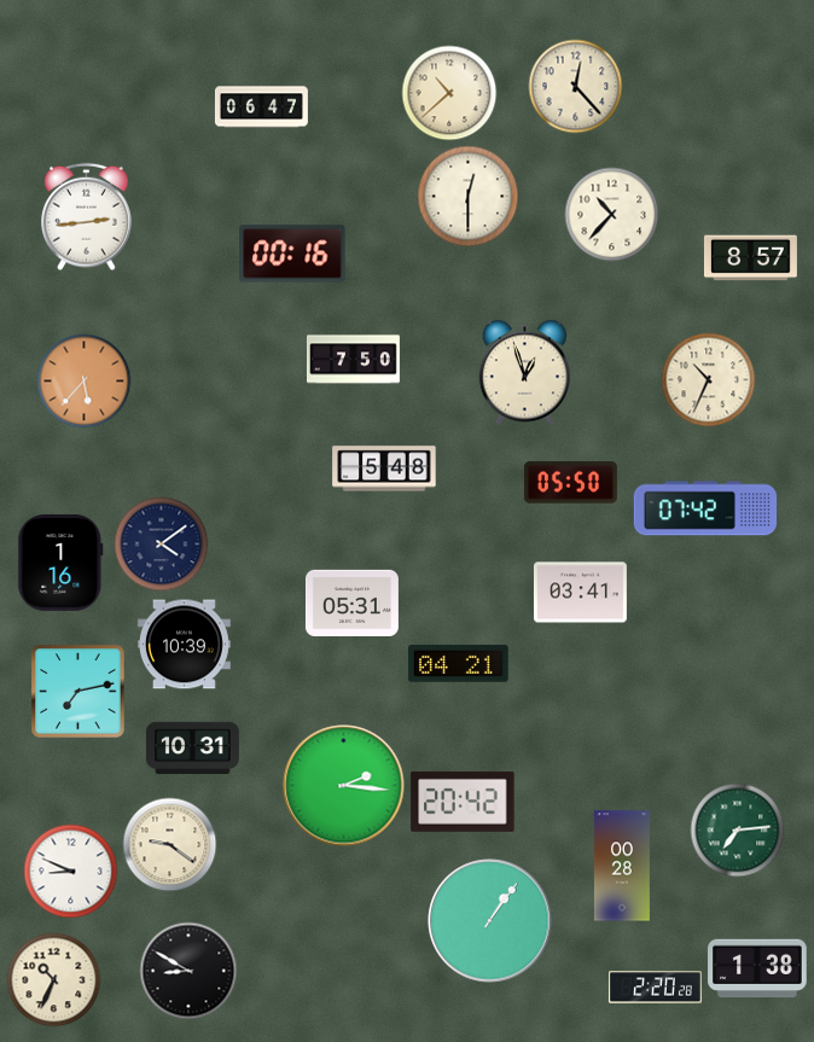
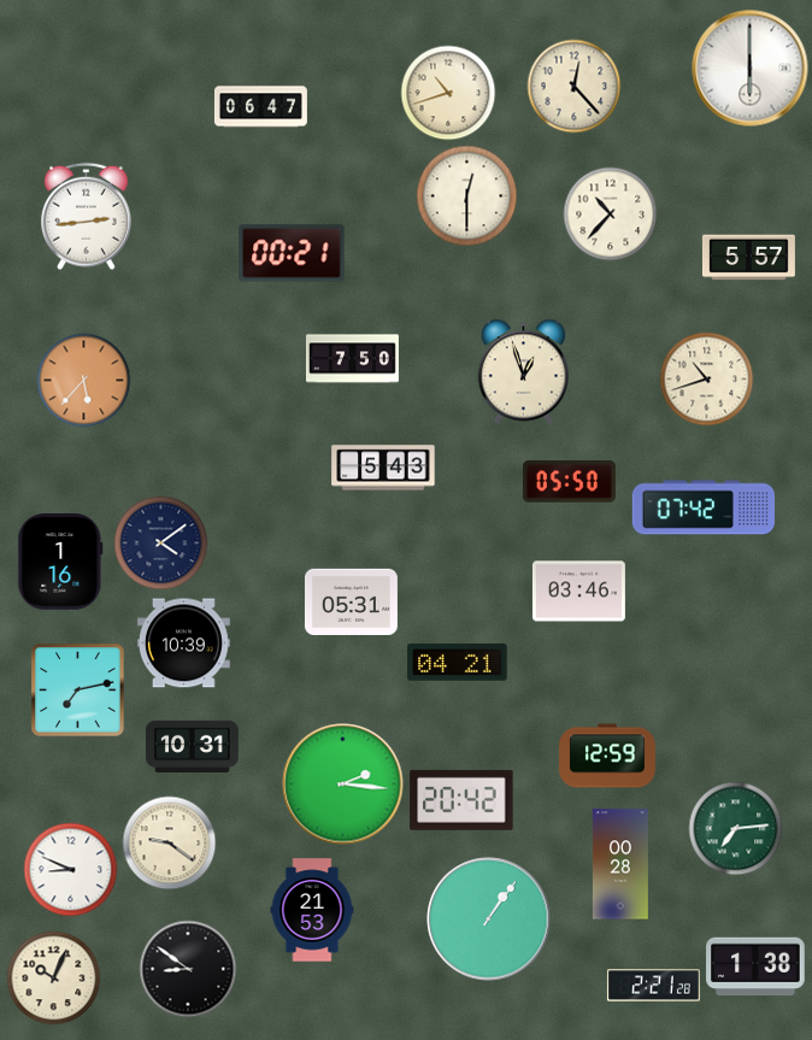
clock at (751, 69): none -> 6:00
clock at (449, 93): 10:38 -> 10:42
clock at (292, 254): 00:16 -> 00:21
clock at (750, 258): 8:57 -> 5:57
clock at (708, 379): 10:34 -> 10:42
clock at (384, 468): 5:48 -> 5:43
clock at (580, 593): 03:41 -> 03:46
clock at (607, 756): none -> 12:59
clock at (312, 910): none -> 21:53
clock at (188, 971): 8:50 -> 8:51
clock at (53, 979): 10:34 -> 10:04
clock at (655, 988): 2:20 -> 2:21
